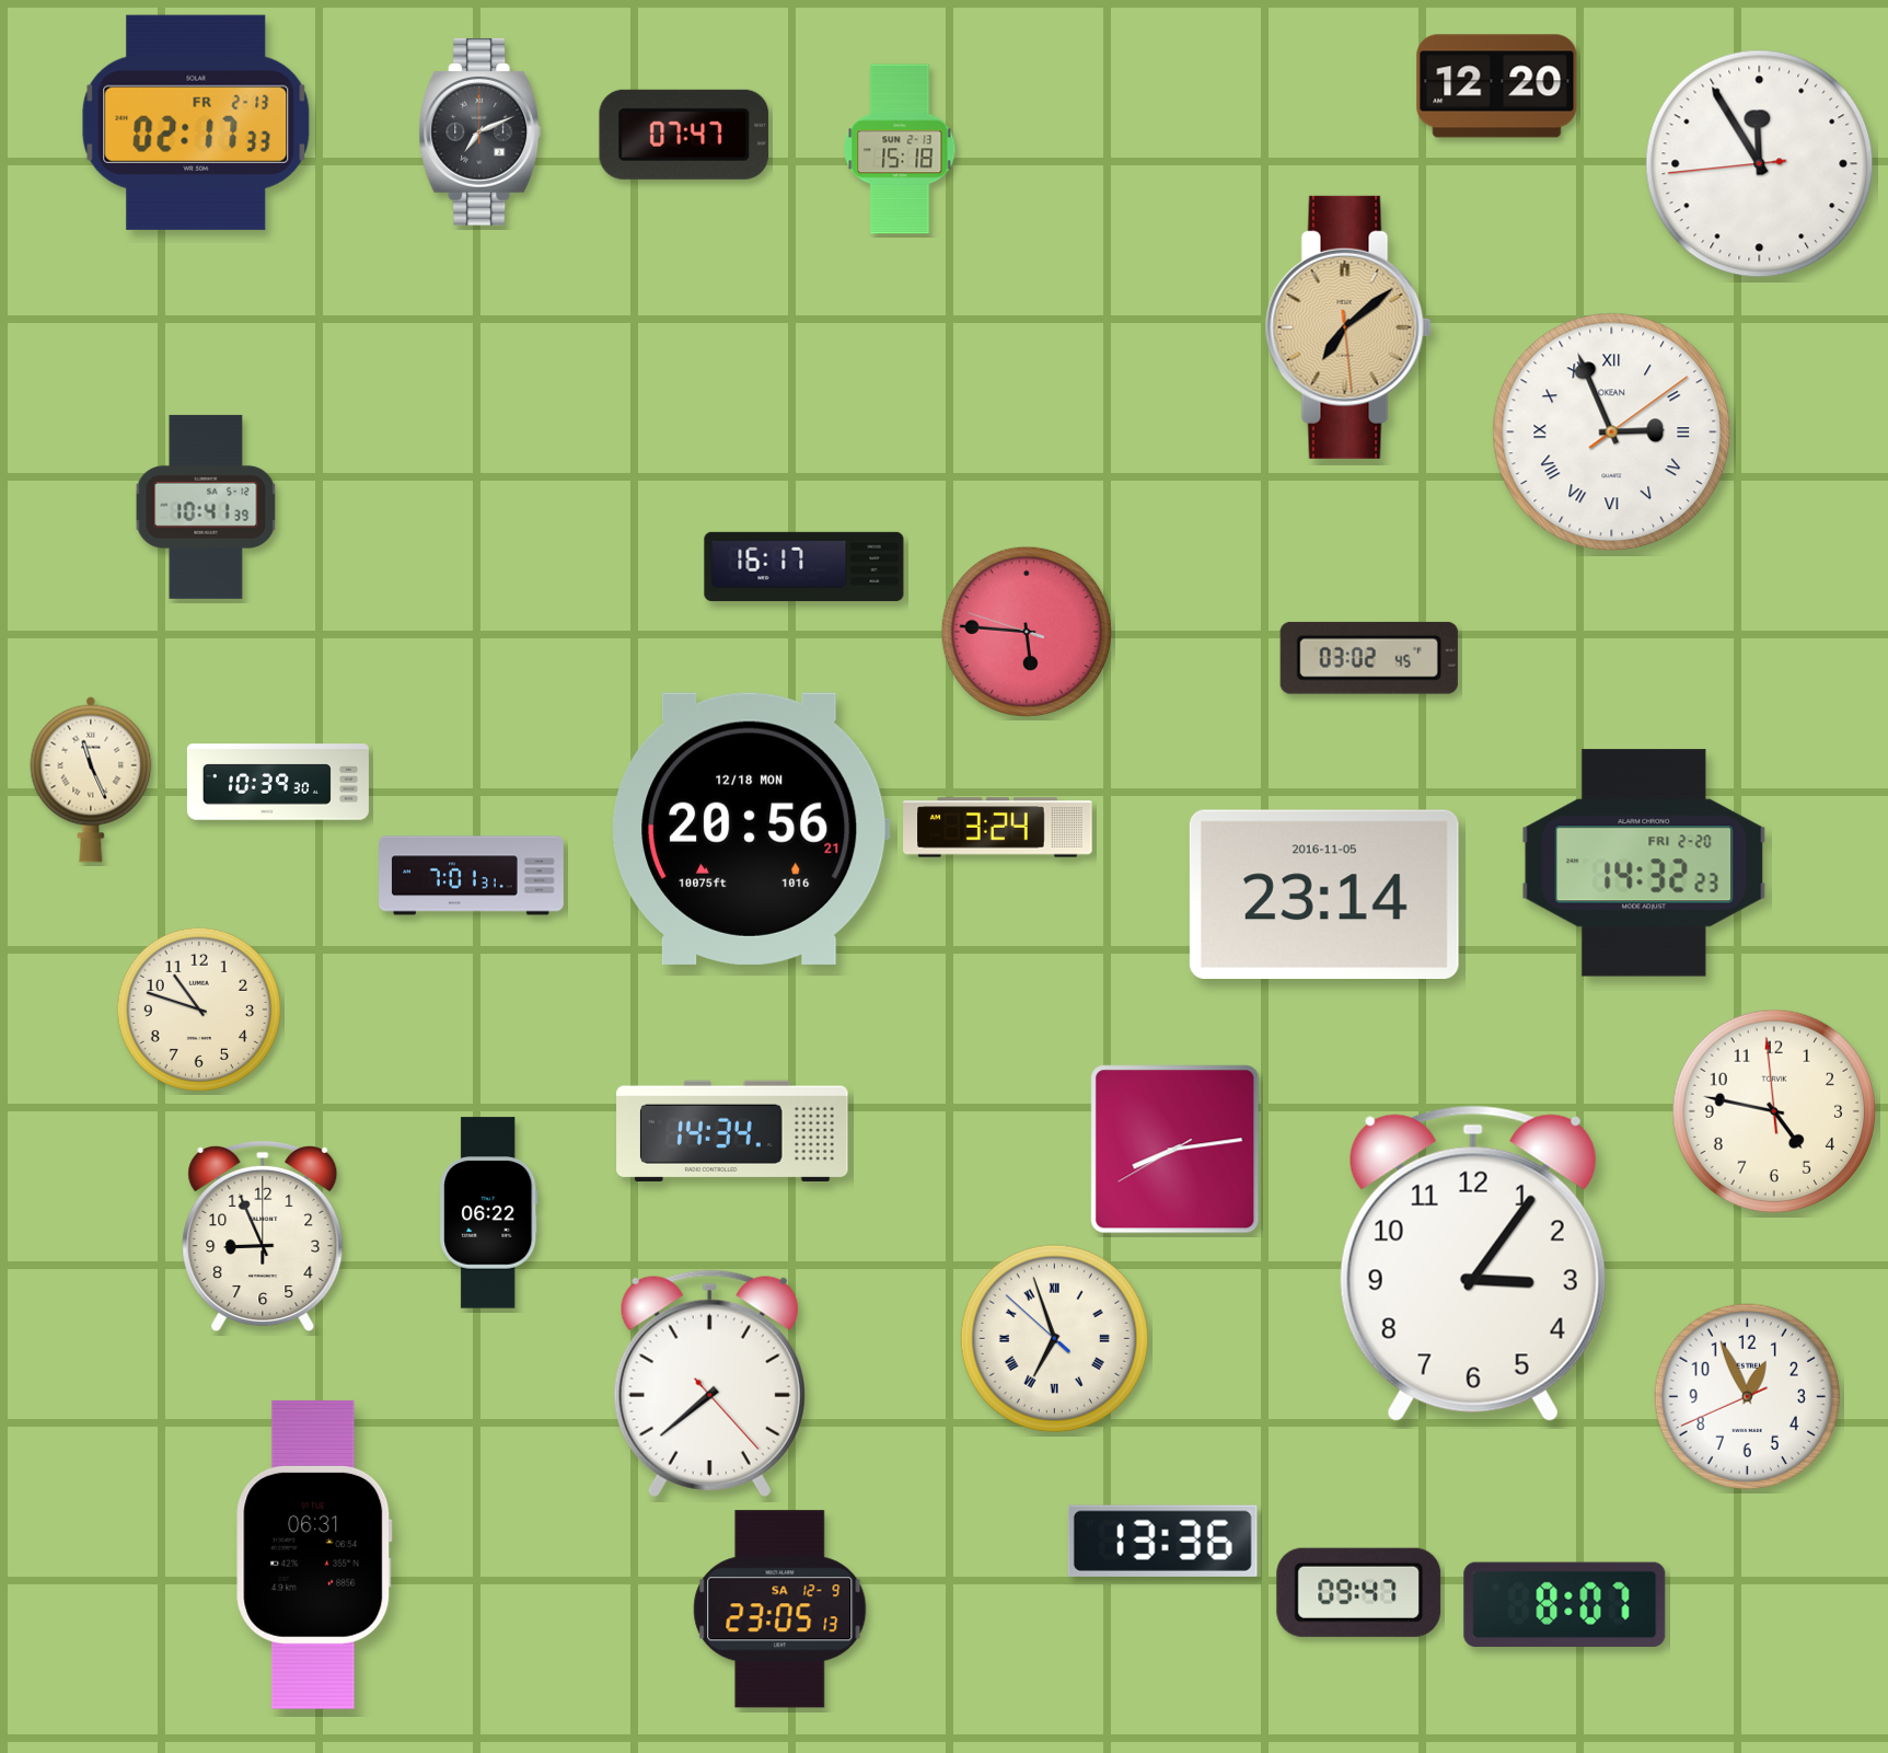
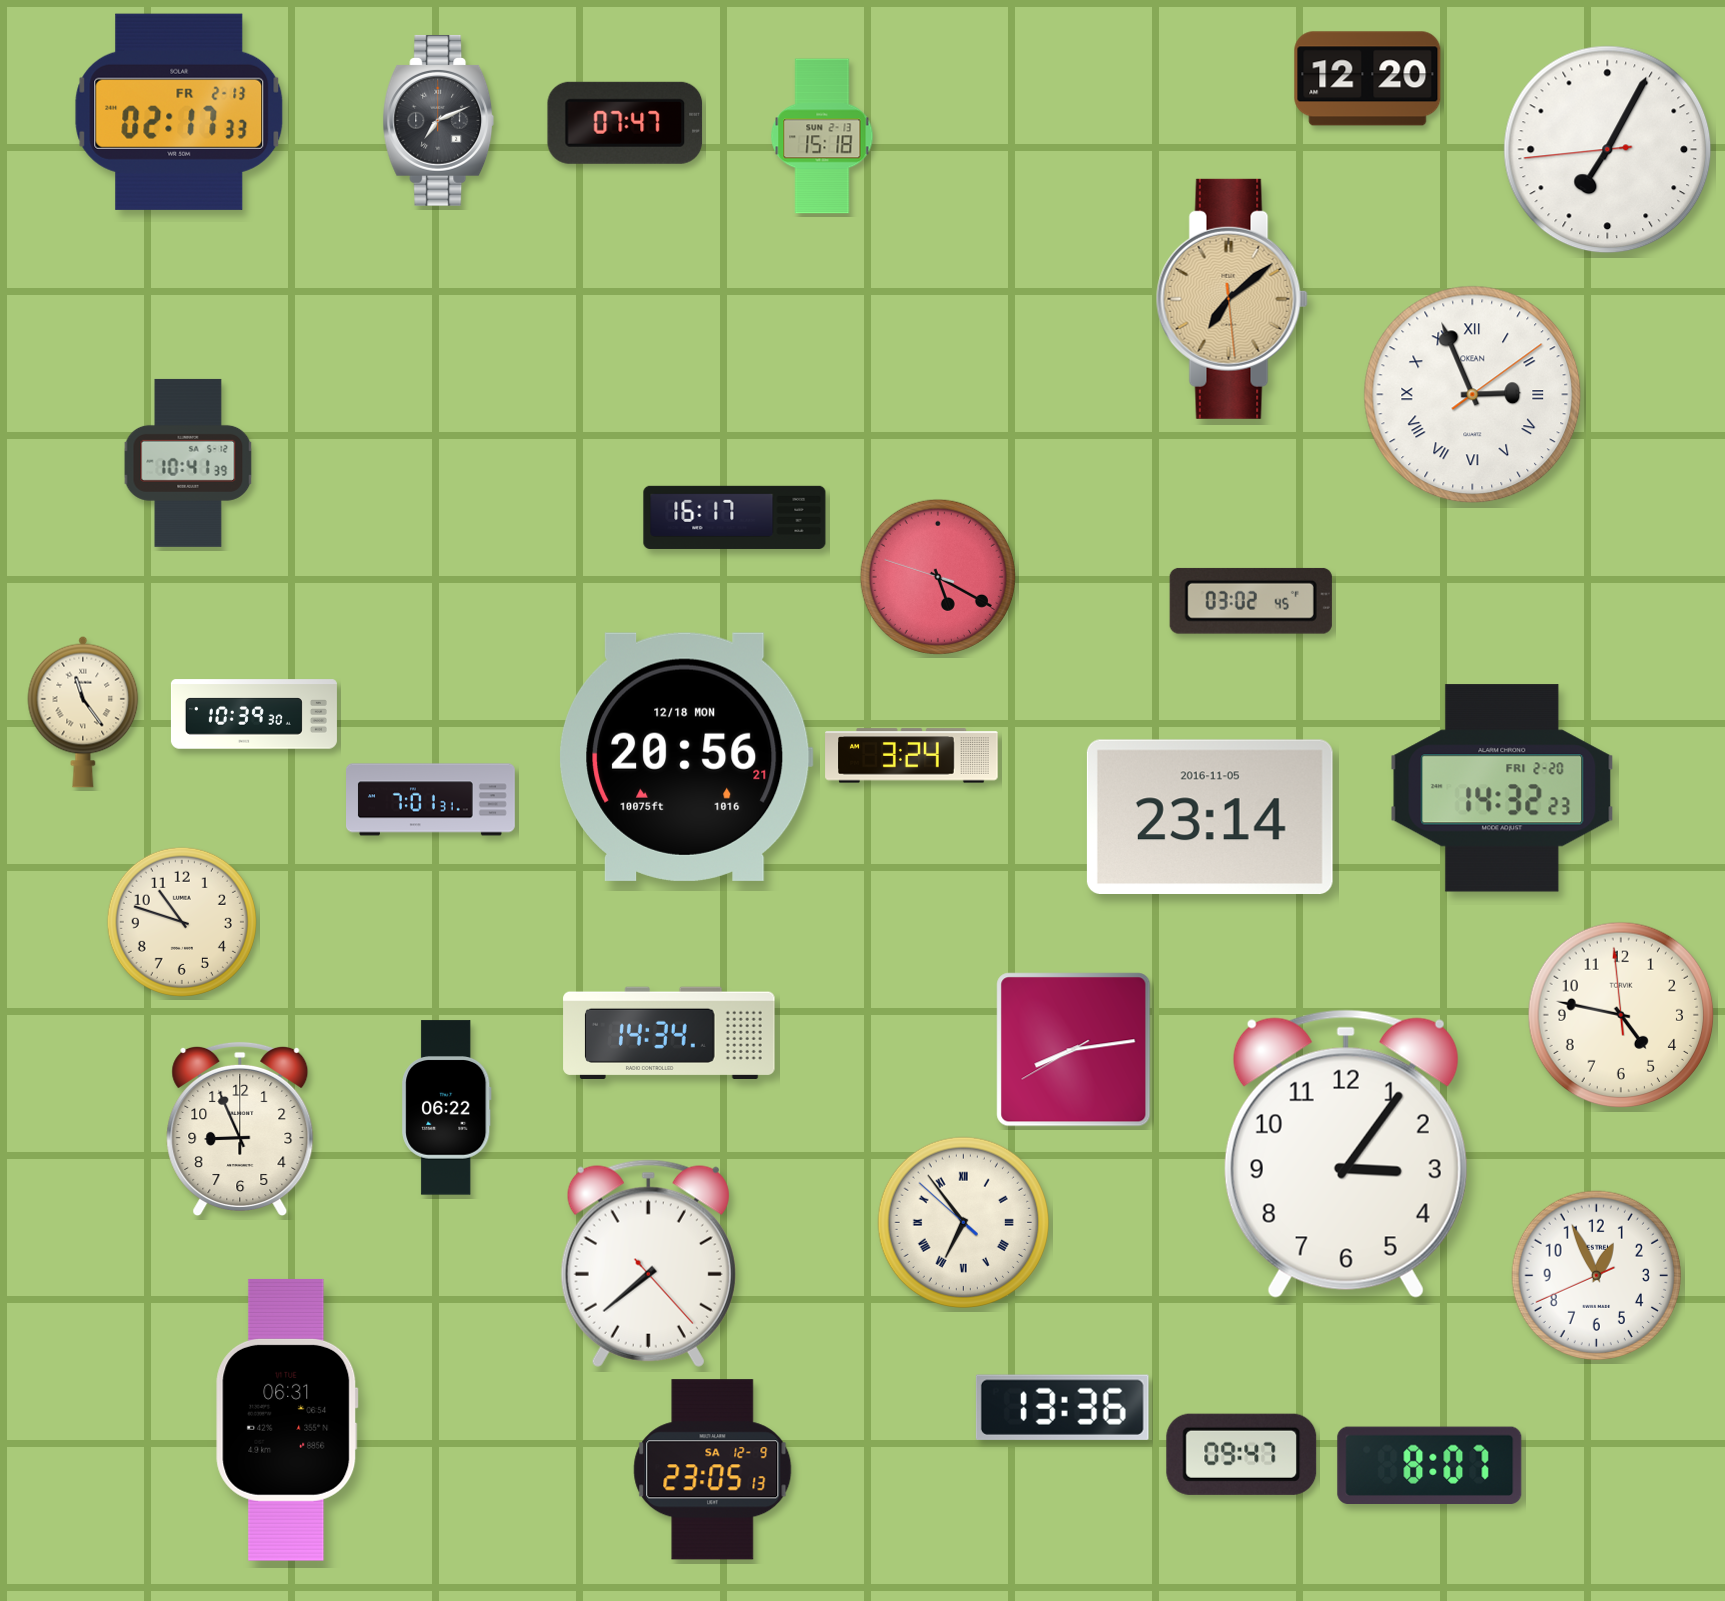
clock at (1760, 164): 11:54 -> 7:04
clock at (1027, 632): 5:45 -> 5:19
clock at (91, 780): 11:26 -> 11:24
clock at (1054, 1338): 6:56 -> 6:53
